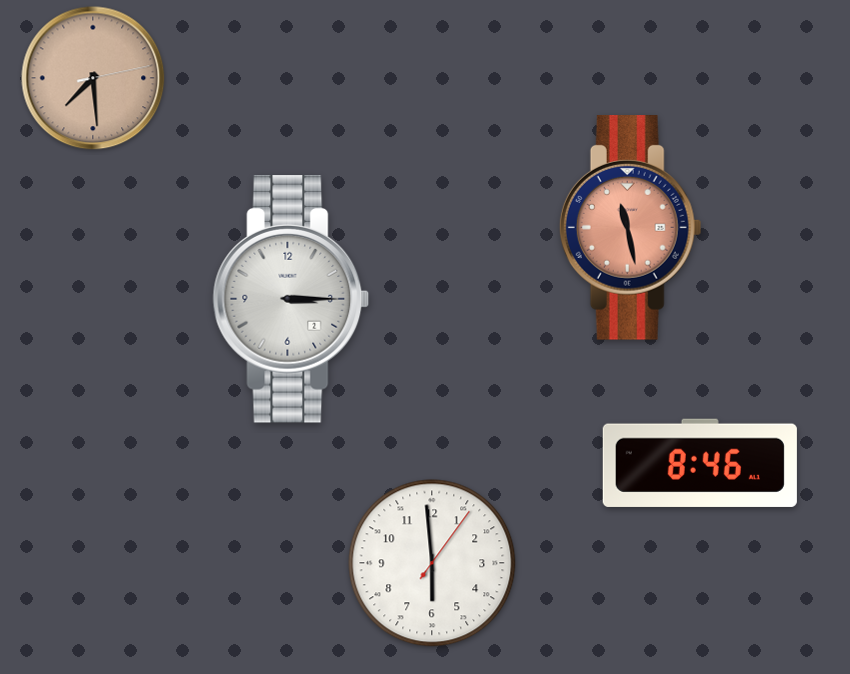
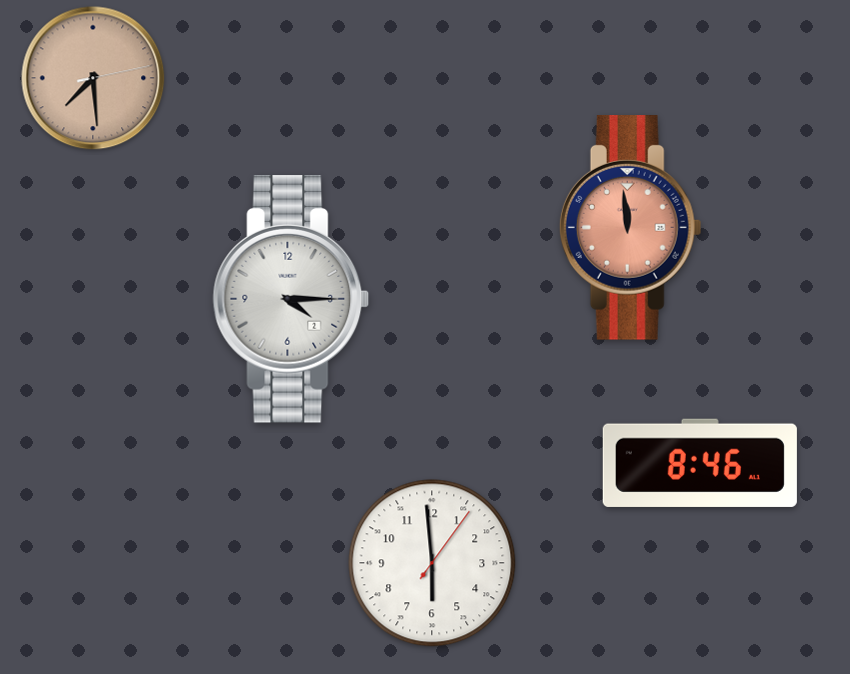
clock at (630, 228): 11:28 -> 11:59
clock at (291, 300): 3:15 -> 4:15
